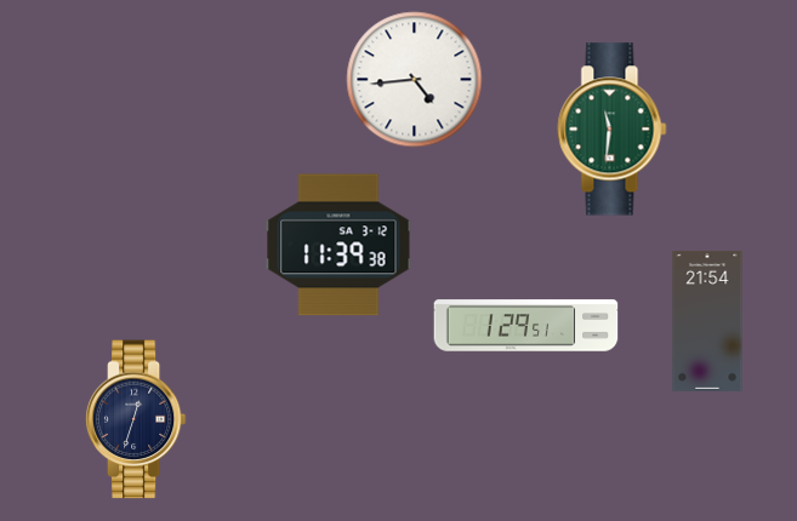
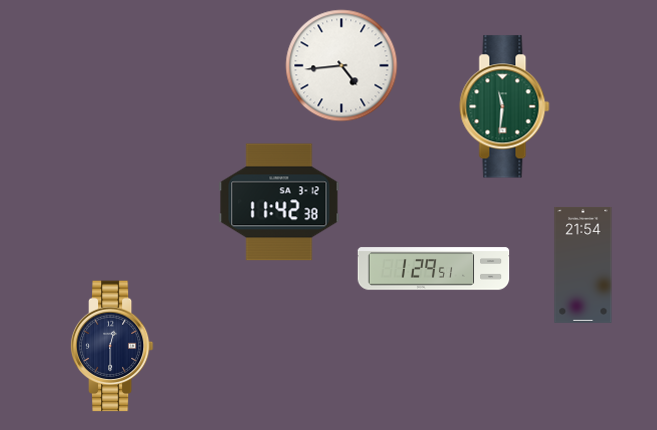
clock at (338, 245): 11:39 -> 11:42
clock at (136, 419): 12:33 -> 12:30
